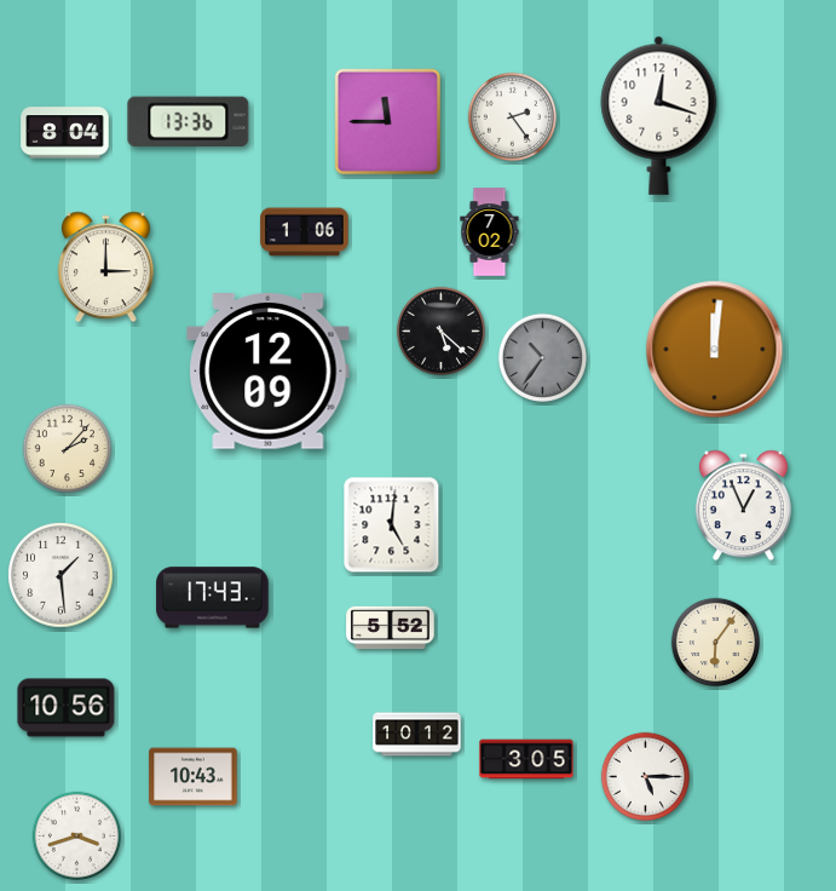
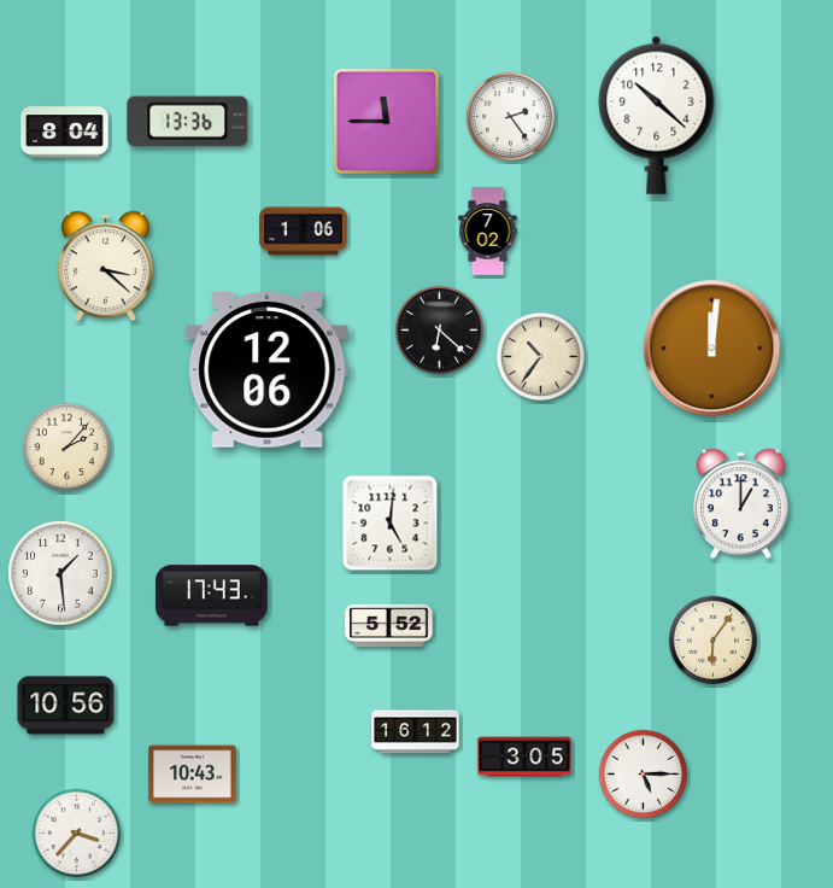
clock at (659, 115): 12:18 -> 10:22
clock at (105, 268): 3:00 -> 3:22
clock at (440, 332): 5:22 -> 6:22
clock at (542, 358) dial: grey -> cream
clock at (269, 372): 12:09 -> 12:06
clock at (743, 506): 12:56 -> 1:00
clock at (417, 735): 10:12 -> 16:12
clock at (76, 837): 3:42 -> 3:37
